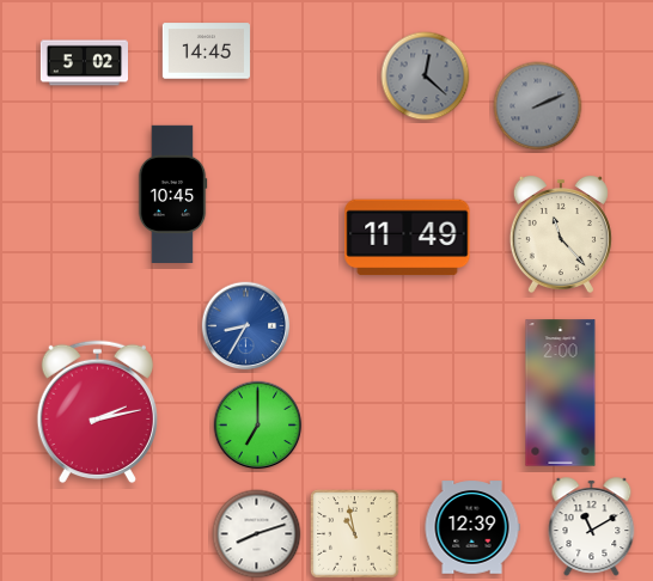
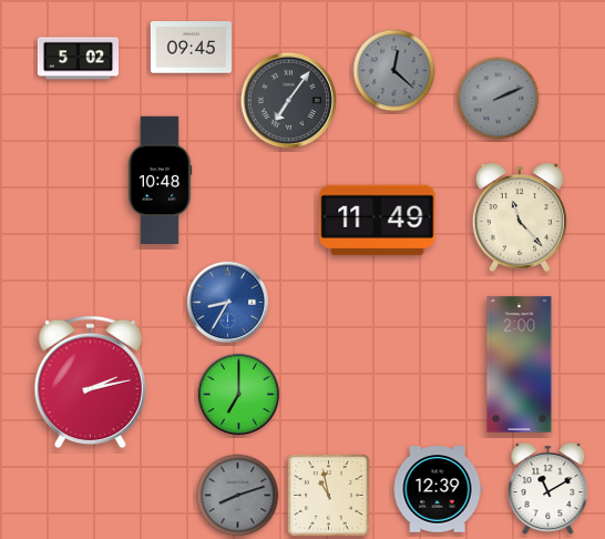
clock at (206, 51): 14:45 -> 09:45
clock at (288, 100): none -> 7:06
clock at (172, 194): 10:45 -> 10:48
clock at (257, 534) dial: white -> grey
